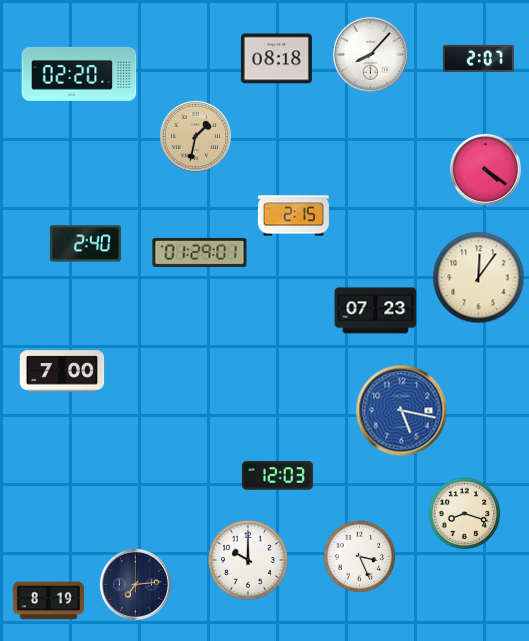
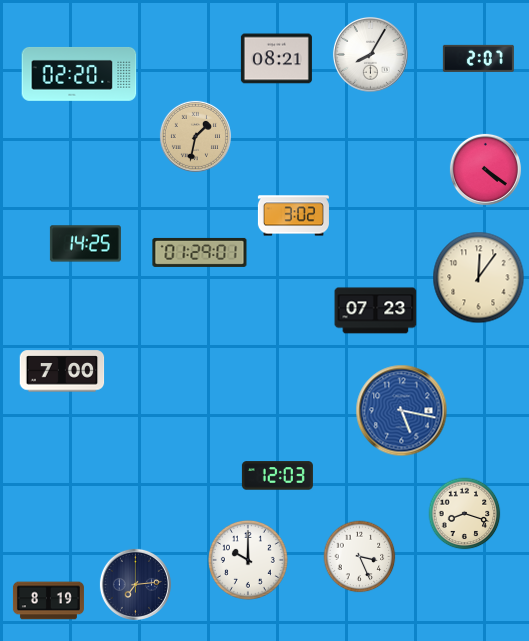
clock at (370, 54): 8:07 -> 8:05
clock at (276, 59): 08:18 -> 08:21
clock at (293, 216): 2:15 -> 3:02
clock at (85, 244): 2:40 -> 14:25
